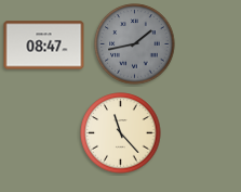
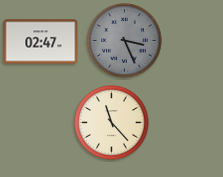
clock at (135, 44): 1:43 -> 3:26
clock at (44, 46): 08:47 -> 02:47
